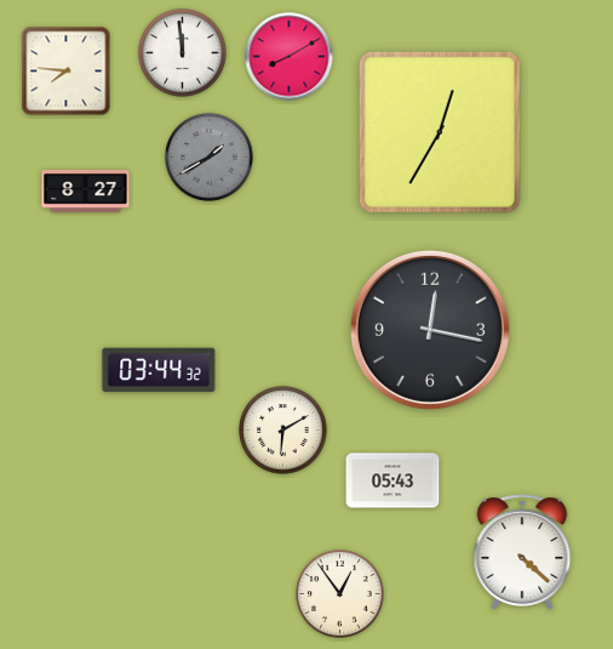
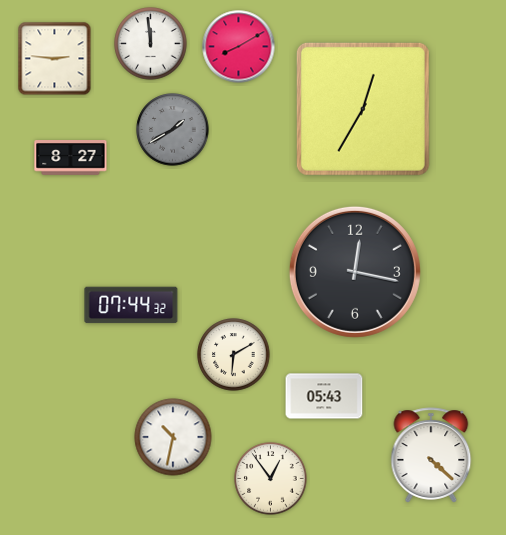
clock at (67, 72): 7:46 -> 2:46
clock at (159, 370): 03:44 -> 07:44
clock at (173, 437): none -> 10:32
clock at (340, 594) position: (340, 594) -> (271, 479)
